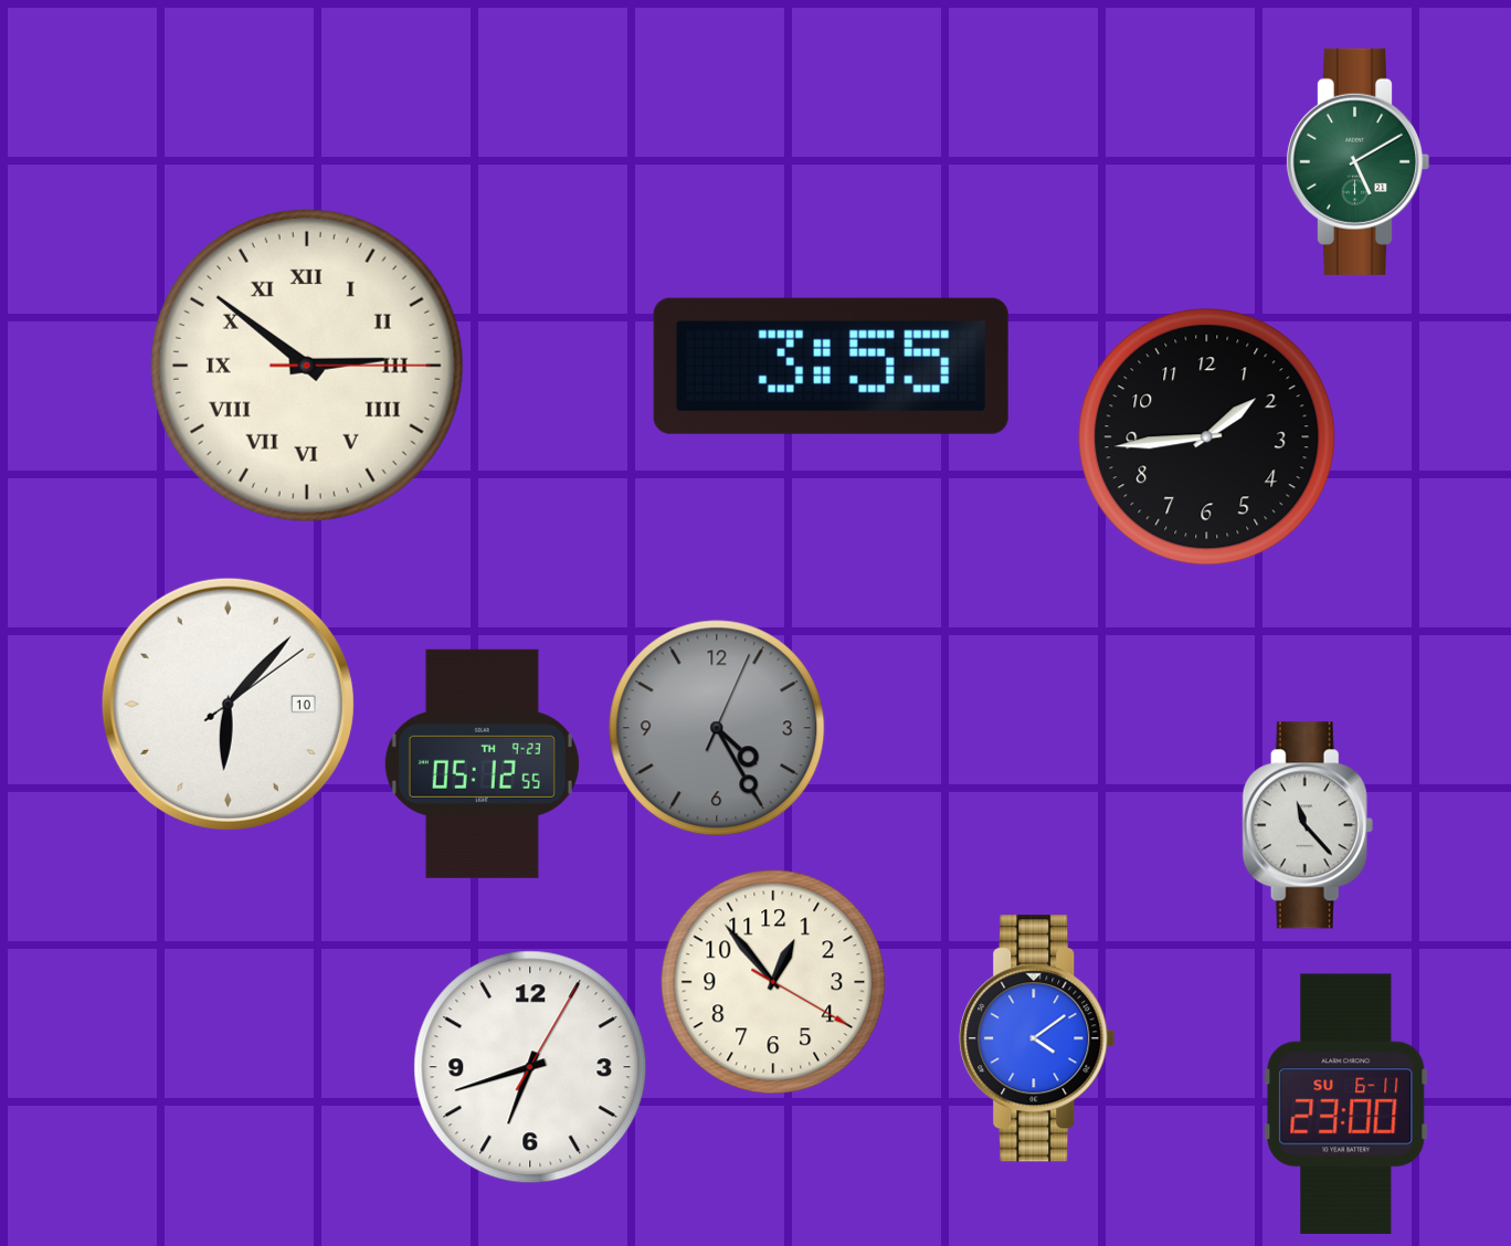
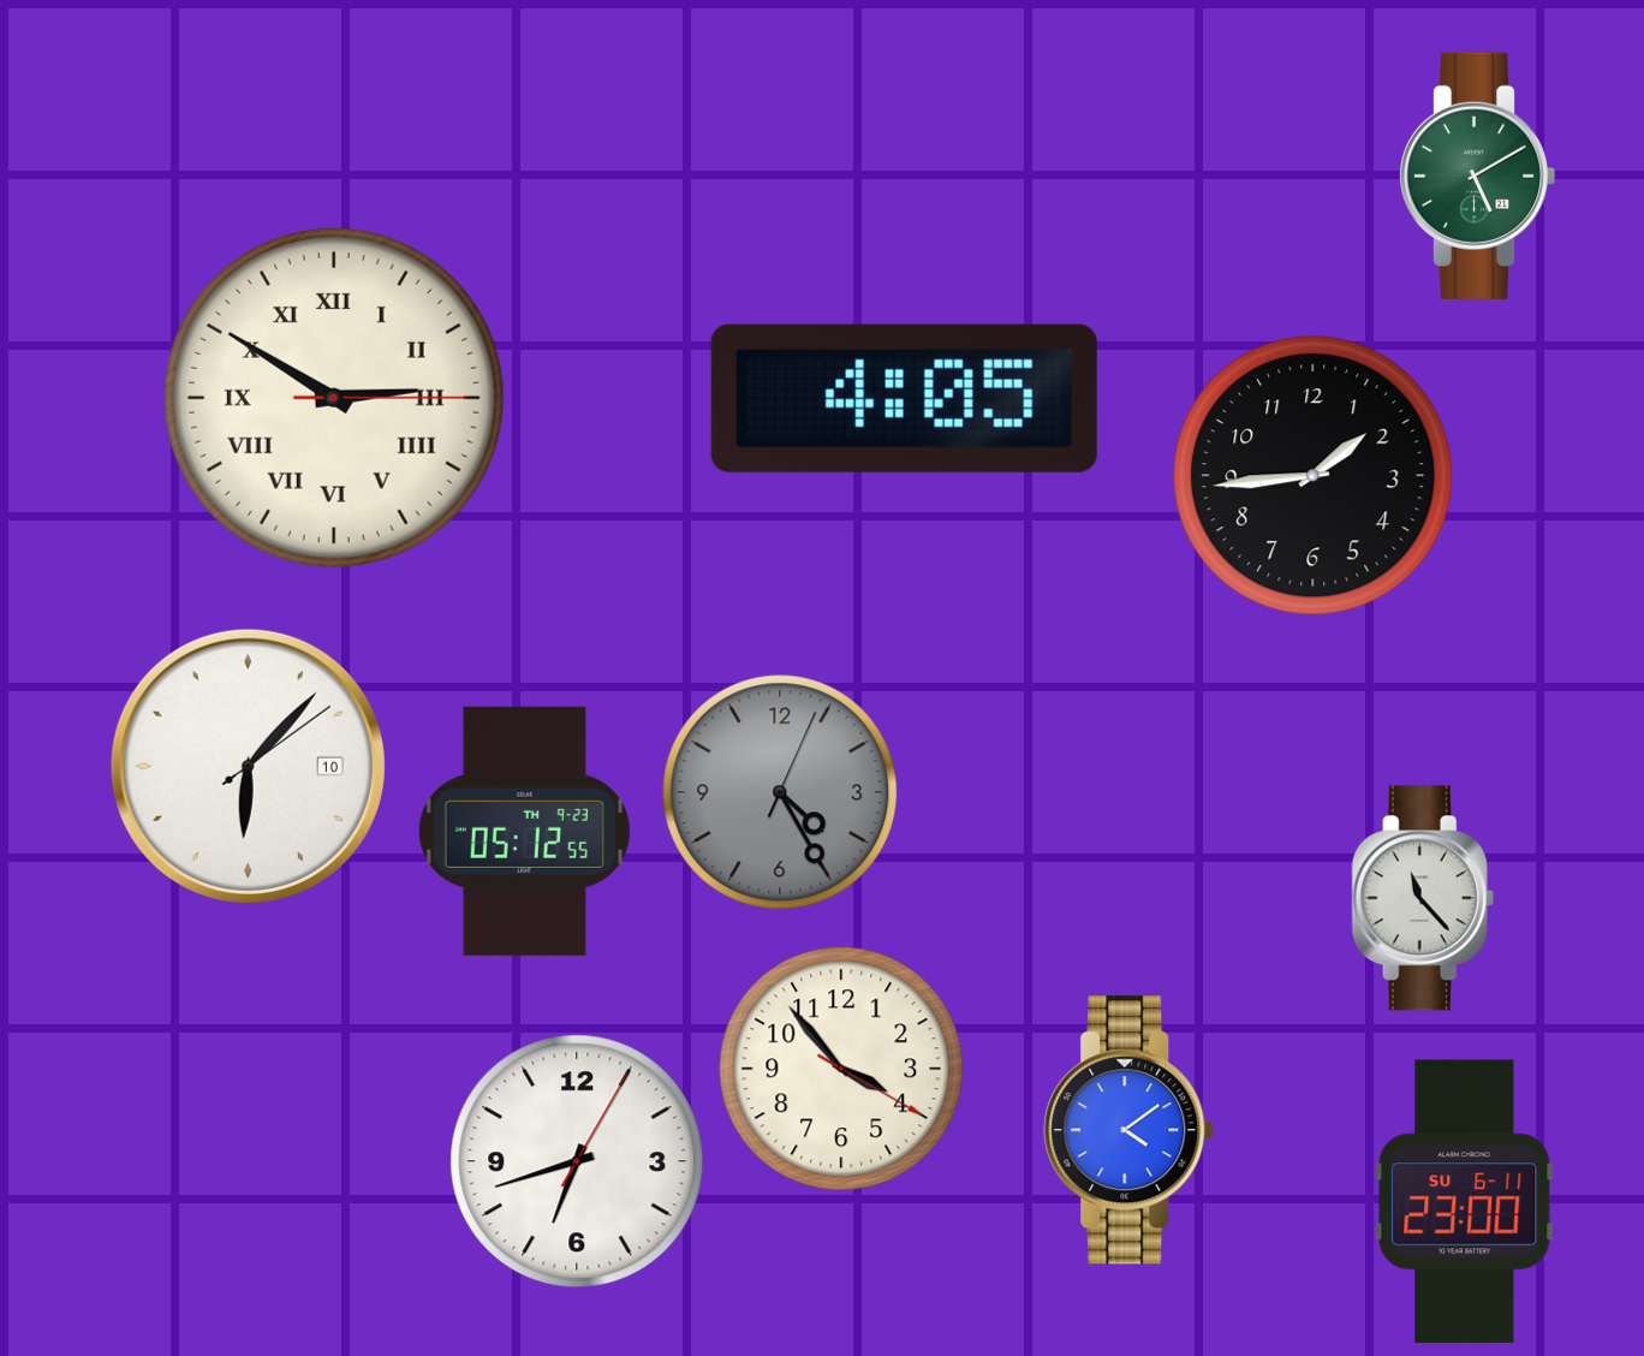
clock at (307, 366): 2:51 -> 2:50
clock at (831, 366): 3:55 -> 4:05
clock at (773, 982): 12:53 -> 3:53
